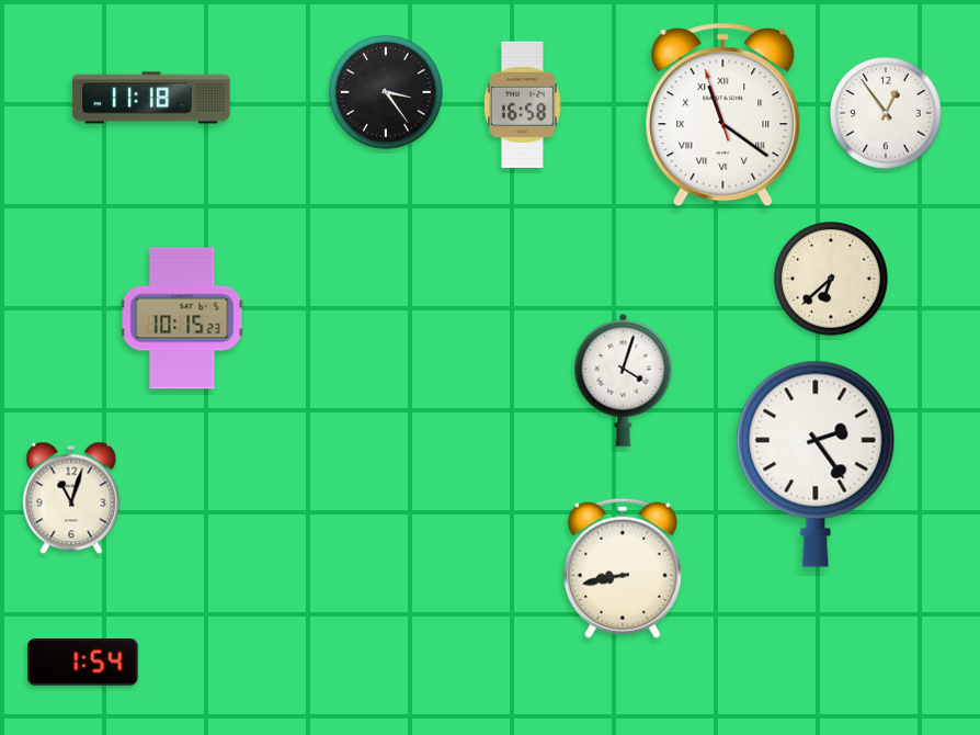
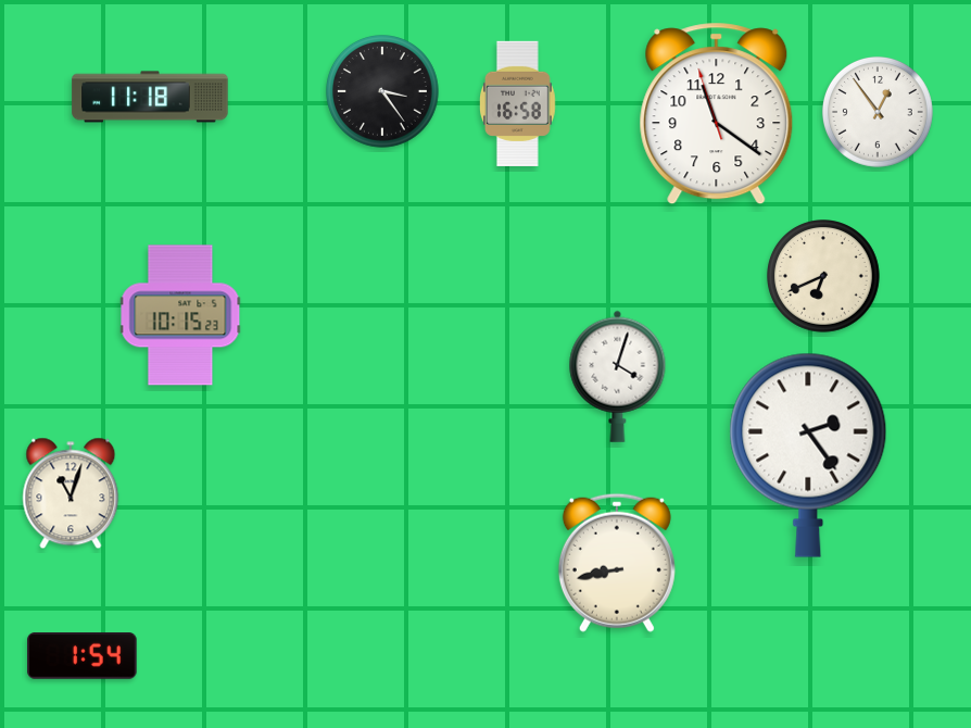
clock at (723, 115) numerals: Roman -> Arabic
clock at (832, 280): 6:38 -> 6:41
clock at (816, 464) position: (816, 464) -> (808, 455)
